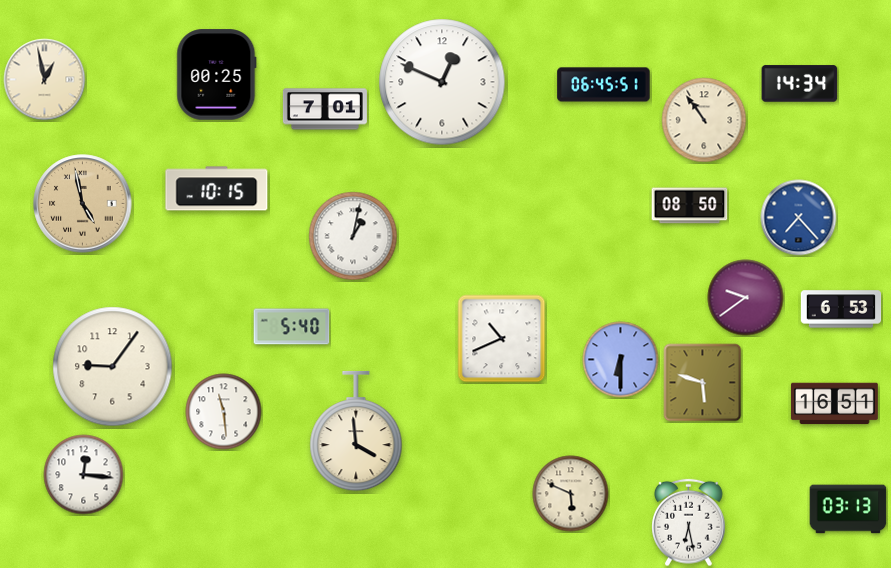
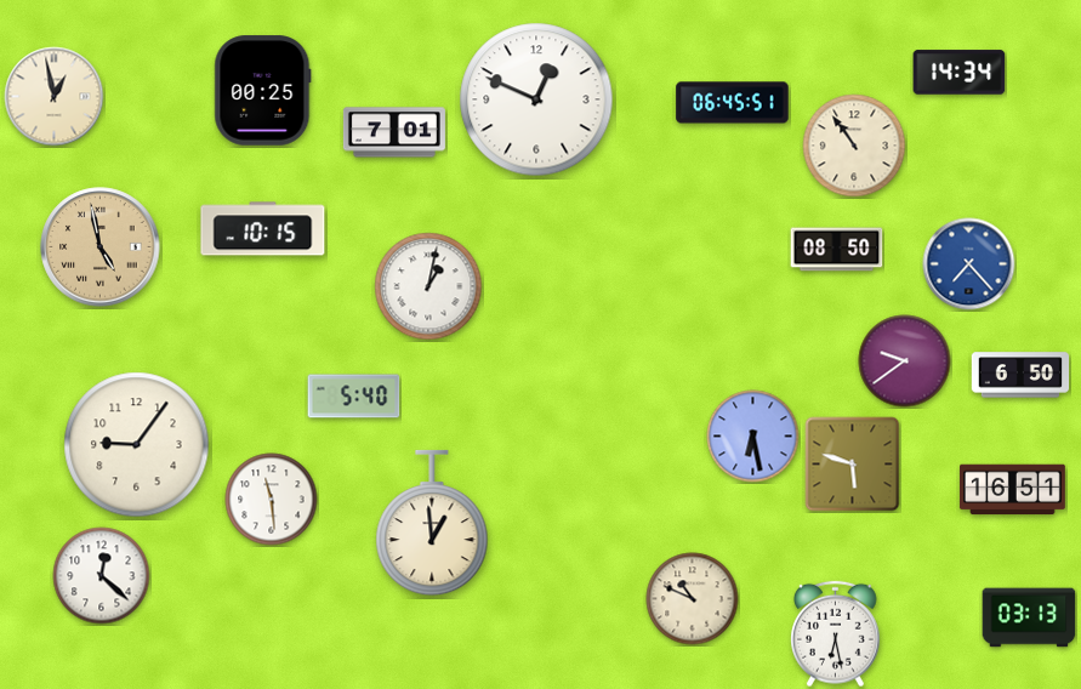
clock at (800, 84) position: (800, 84) -> (960, 73)
clock at (841, 309): 6:53 -> 6:50
clock at (502, 339): 10:41 -> none
clock at (621, 360): 6:30 -> 6:28
clock at (356, 431): 3:59 -> 12:59
clock at (84, 475): 12:16 -> 12:22
clock at (571, 494): 5:49 -> 10:49
